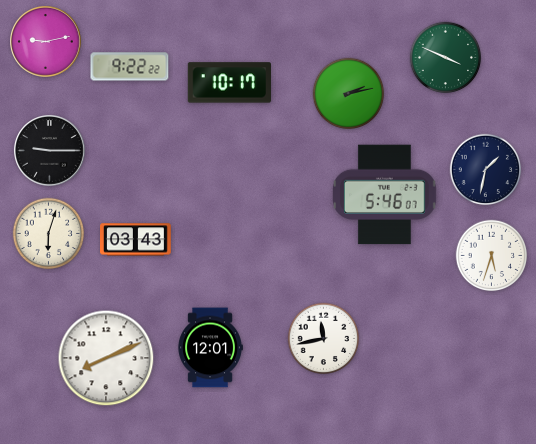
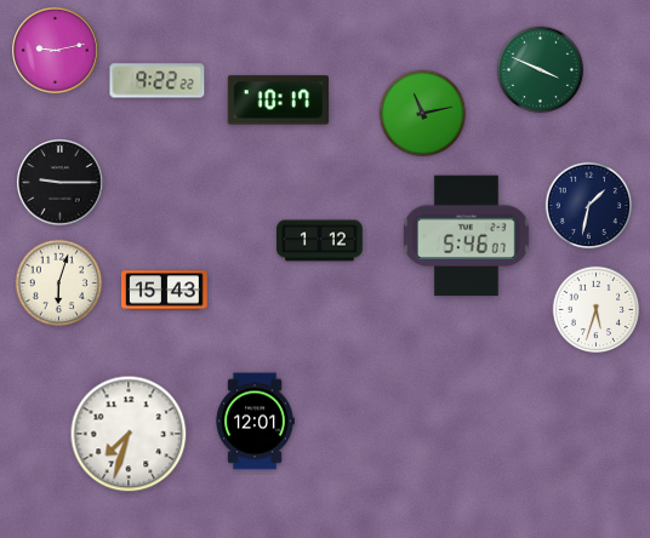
clock at (349, 94): 2:13 -> 11:13
clock at (320, 241): none -> 1:12
clock at (136, 240): 03:43 -> 15:43
clock at (324, 339): 11:43 -> none
clock at (106, 358): 8:11 -> 7:33
